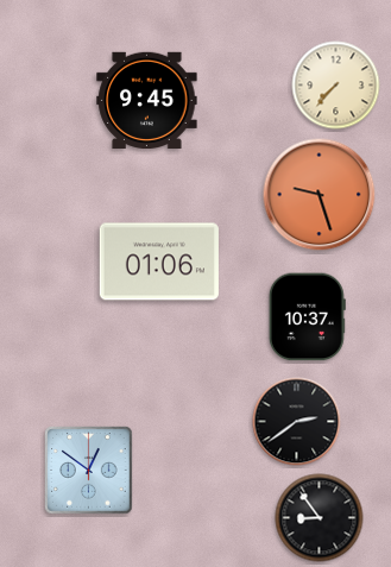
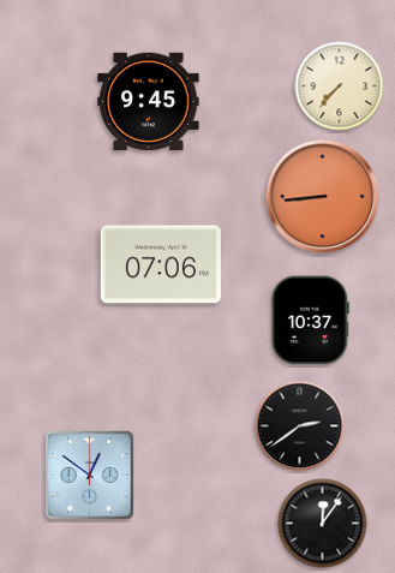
clock at (320, 195): 9:27 -> 8:44
clock at (159, 262): 01:06 -> 07:06
clock at (320, 518): 8:54 -> 12:06
